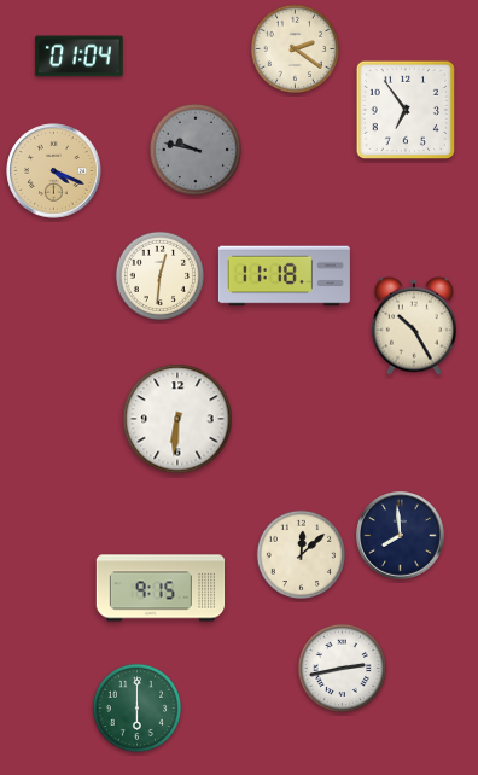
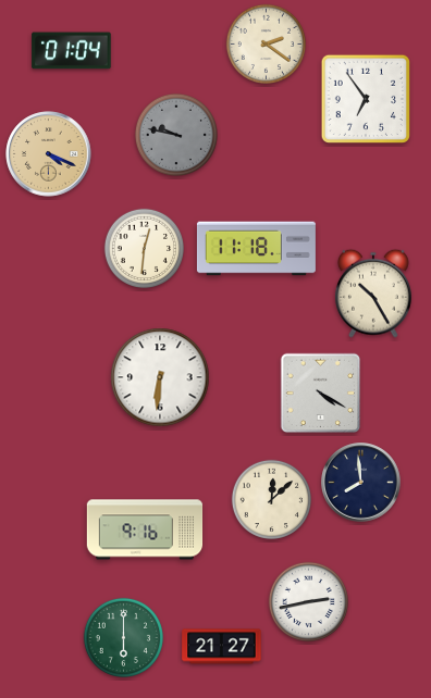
clock at (321, 394): none -> 4:20
clock at (161, 588): 9:15 -> 9:16
clock at (222, 647): none -> 21:27
